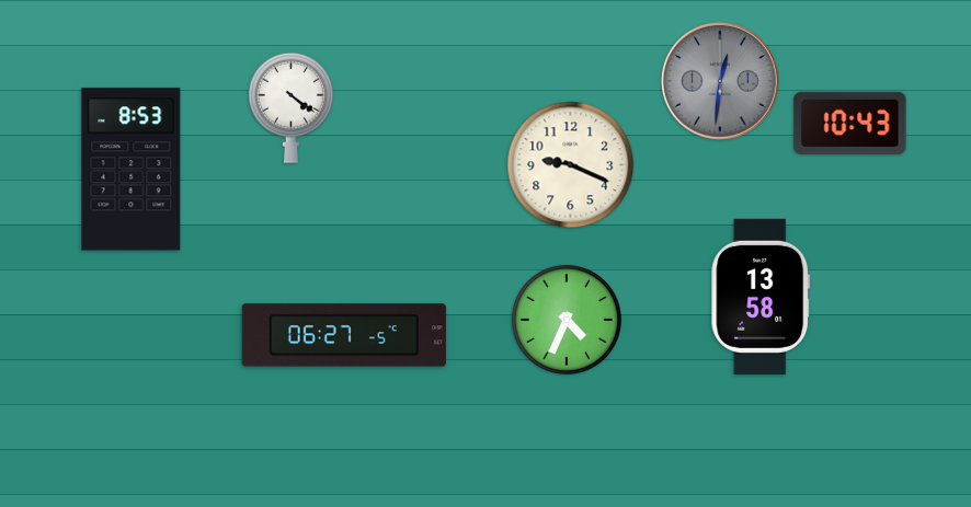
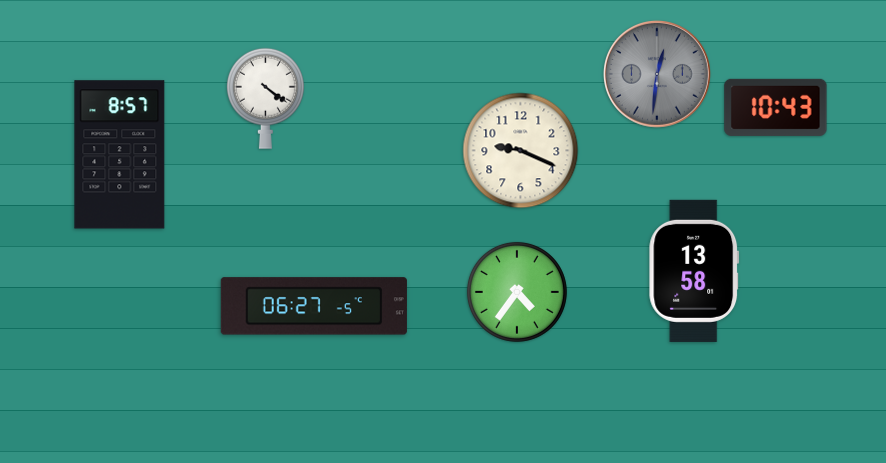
clock at (850, 123) position: (850, 123) -> (776, 107)
clock at (132, 170): 8:53 -> 8:57
clock at (567, 320): 4:34 -> 4:36
